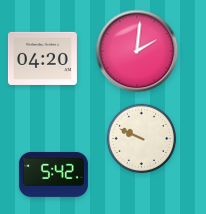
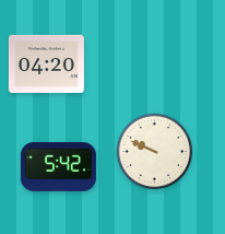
clock at (137, 51): 2:01 -> none
clock at (53, 174) position: (53, 174) -> (58, 166)
